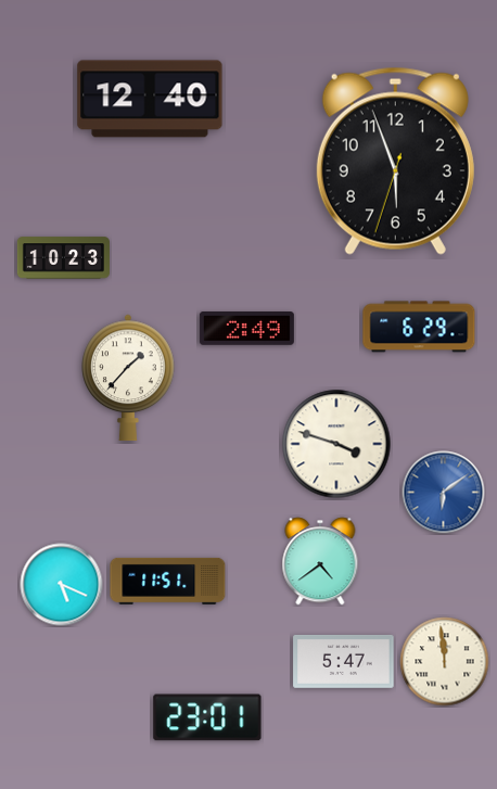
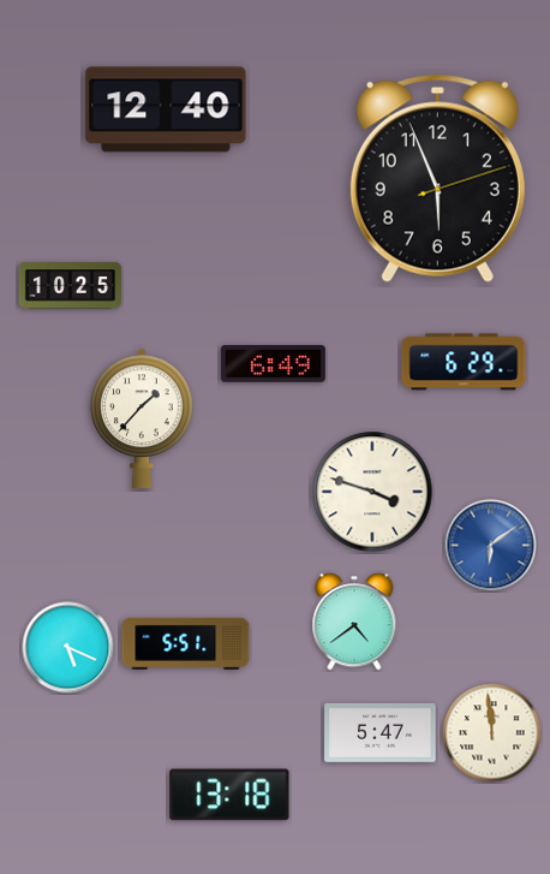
clock at (395, 161): 5:56:33 -> 5:56:12
clock at (63, 258): 10:23 -> 10:25
clock at (246, 329): 2:49 -> 6:49
clock at (168, 581): 11:51 -> 5:51
clock at (207, 717): 23:01 -> 13:18
